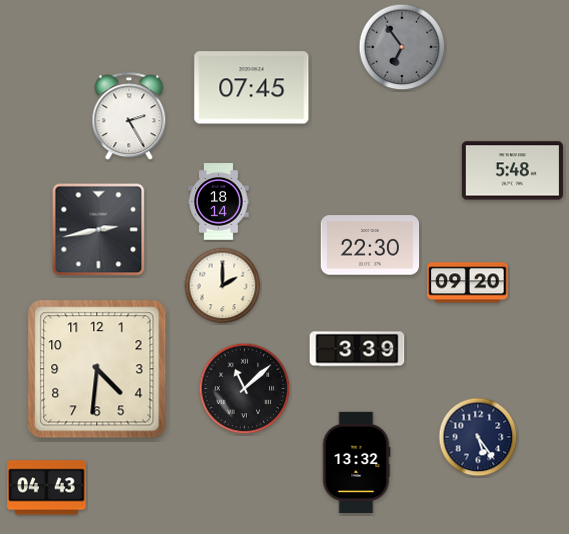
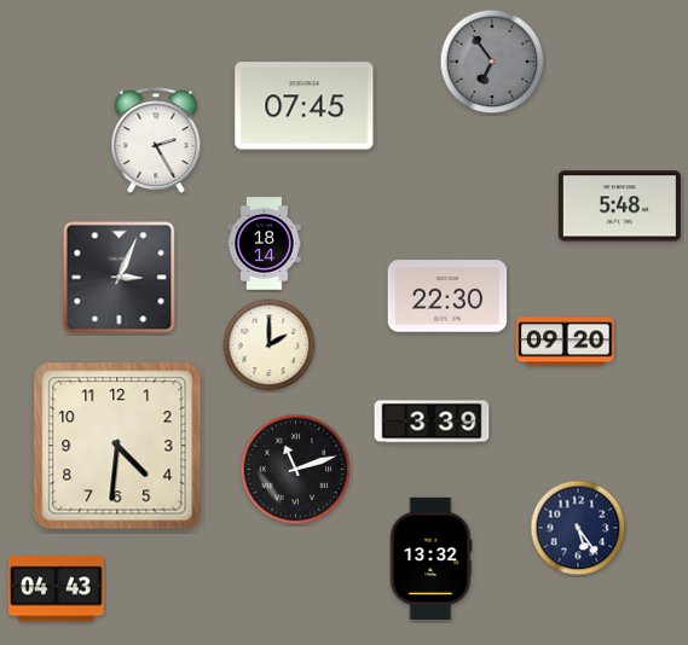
clock at (402, 47) position: (402, 47) -> (492, 62)
clock at (99, 230): 2:43 -> 3:04
clock at (245, 389): 11:08 -> 11:12
